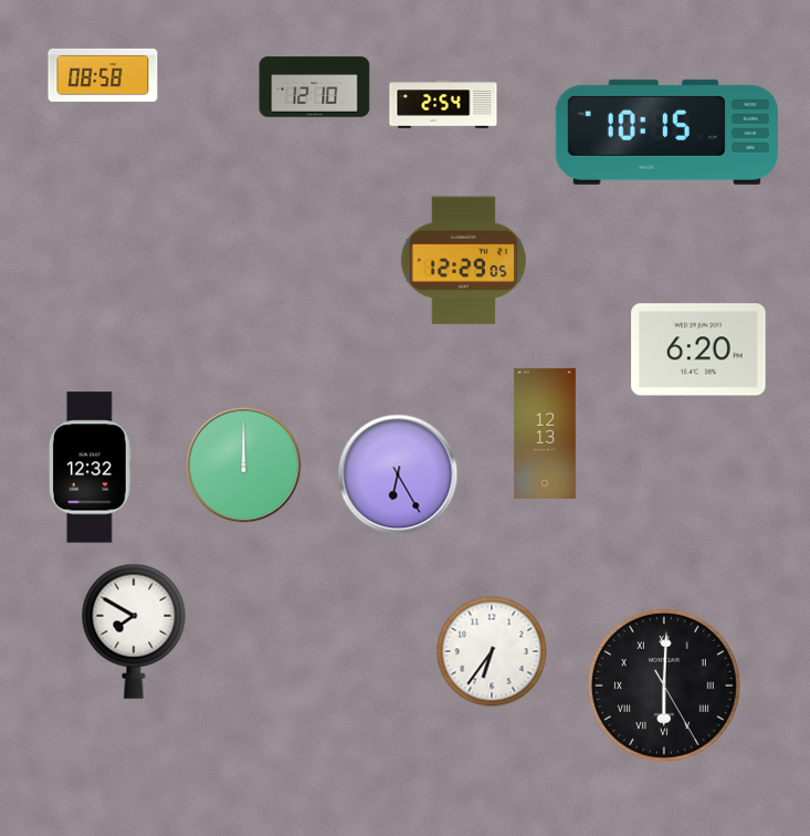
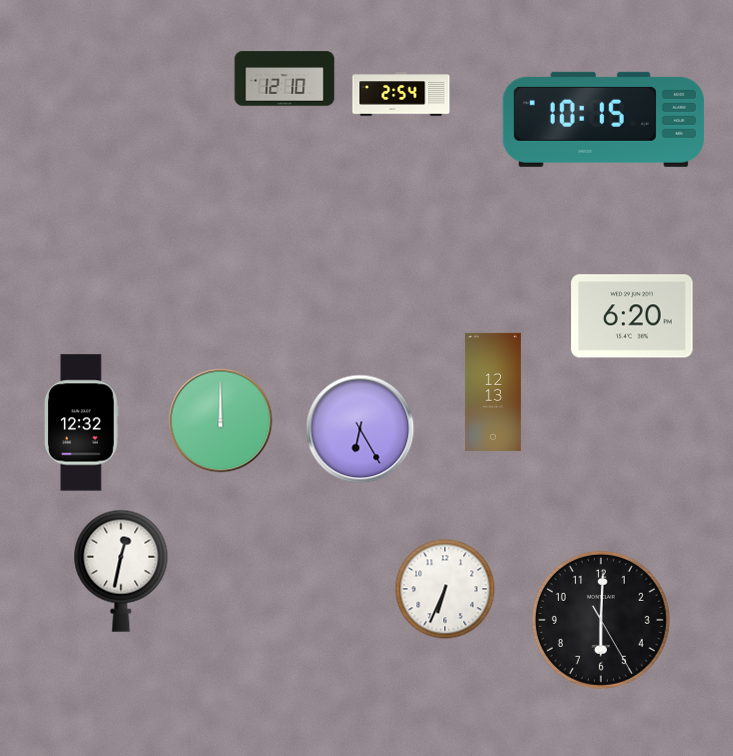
clock at (103, 75): 08:58 -> none
clock at (463, 261): 12:29 -> none
clock at (134, 631): 7:50 -> 12:32
clock at (492, 651): 6:36 -> 6:34
clock at (664, 686) numerals: Roman -> Arabic
